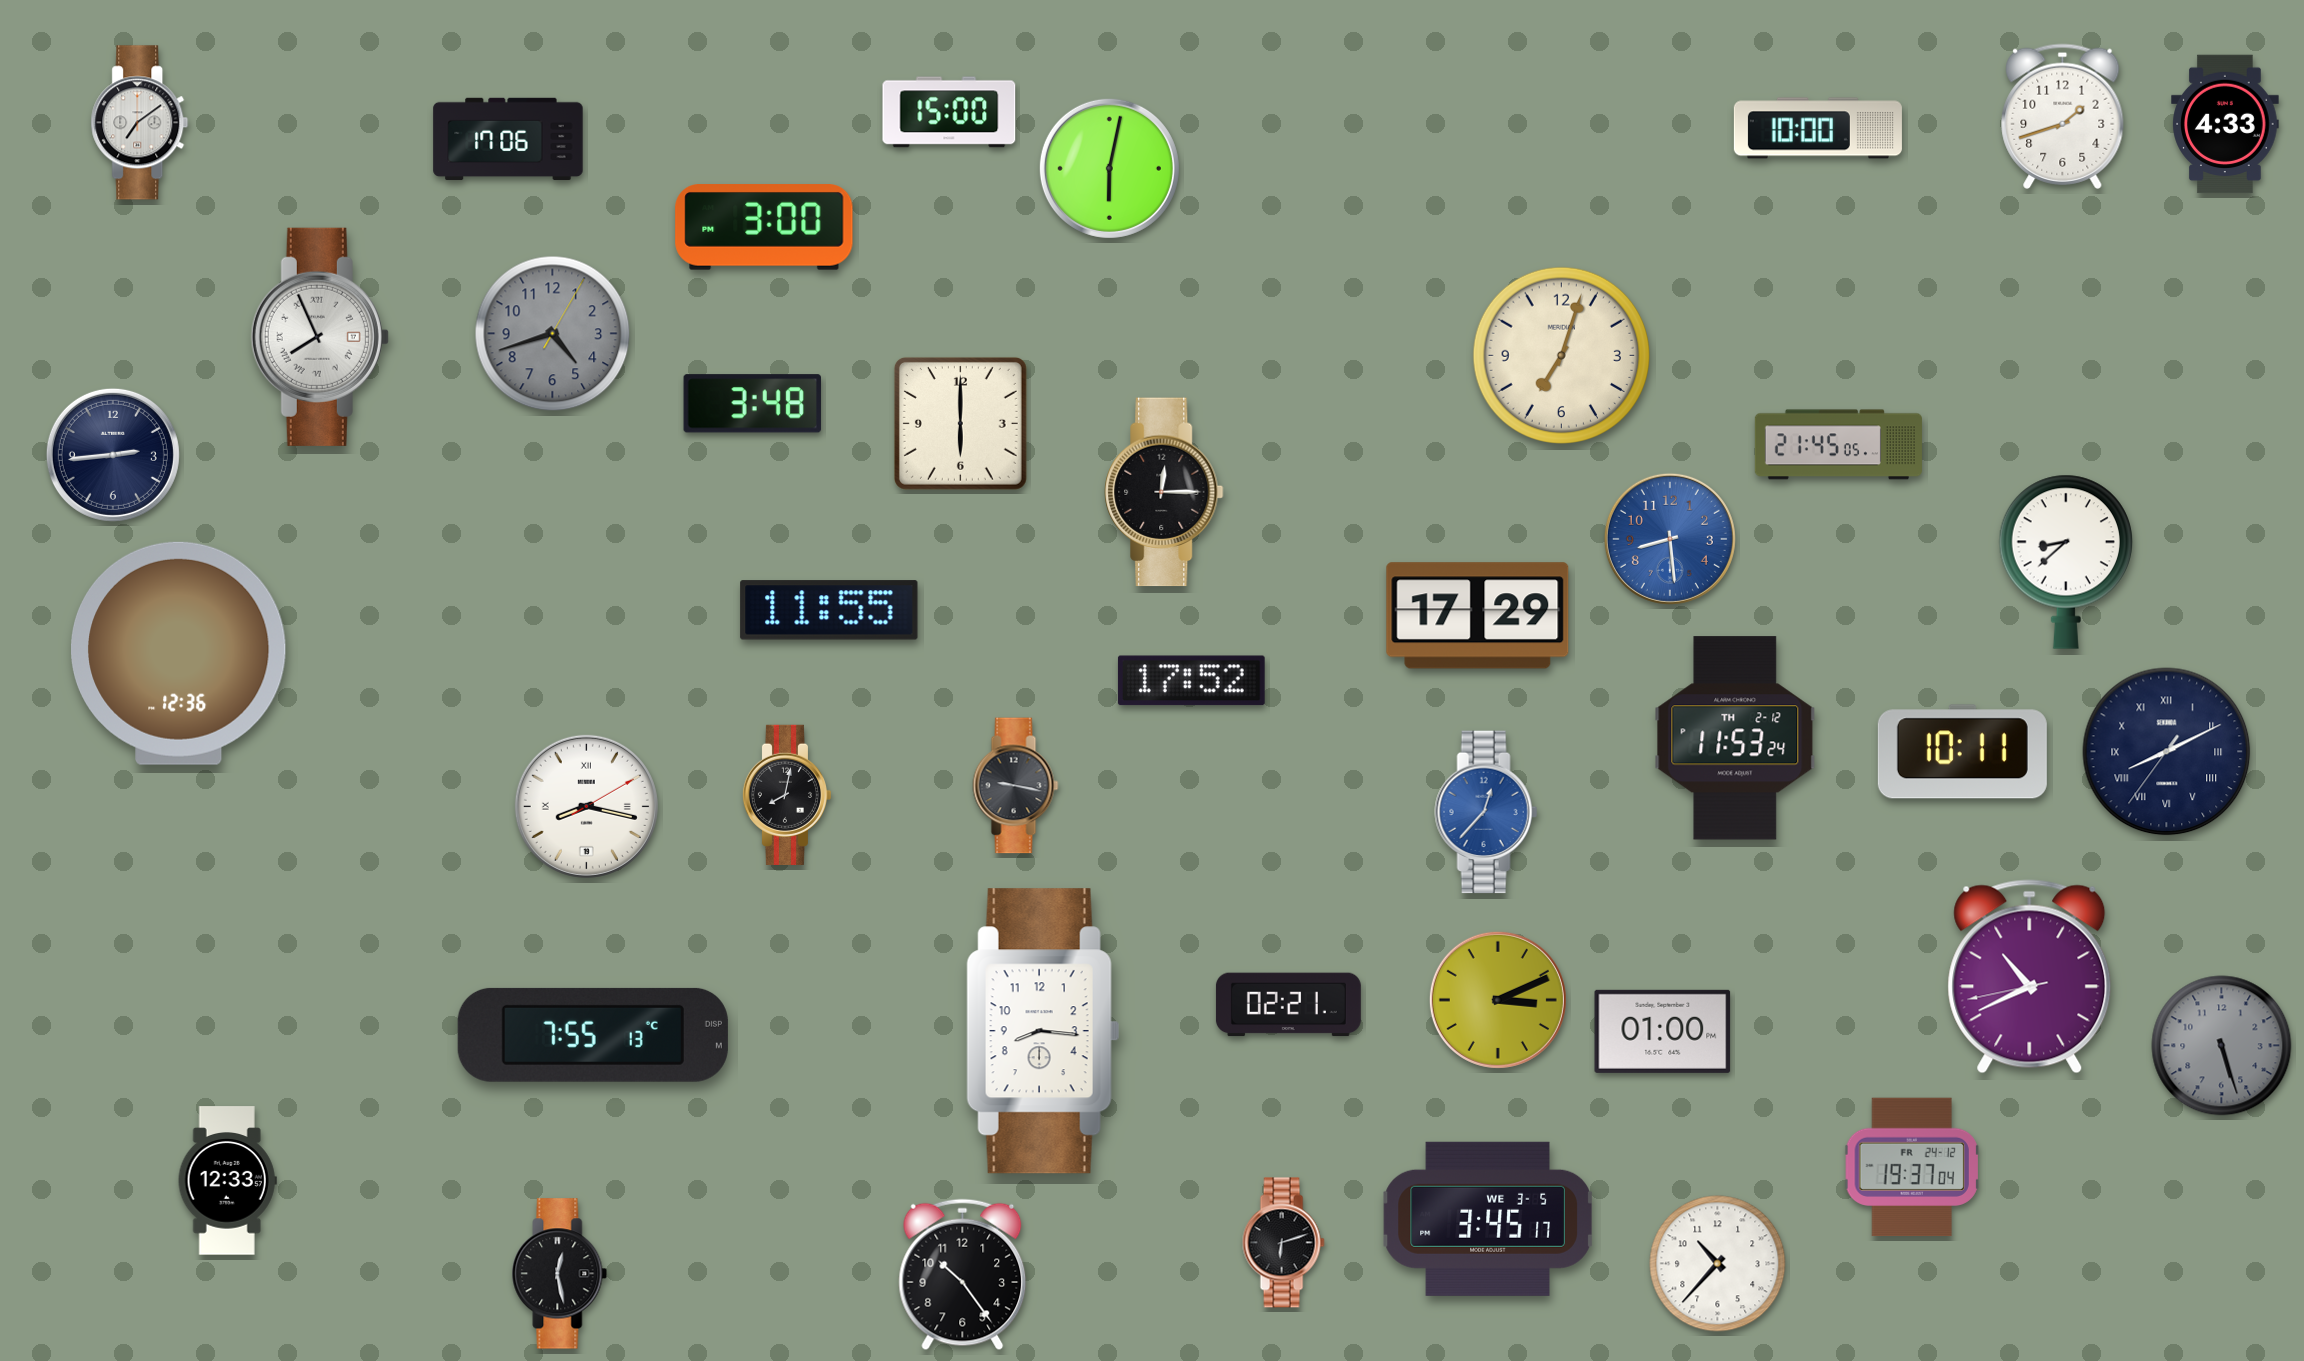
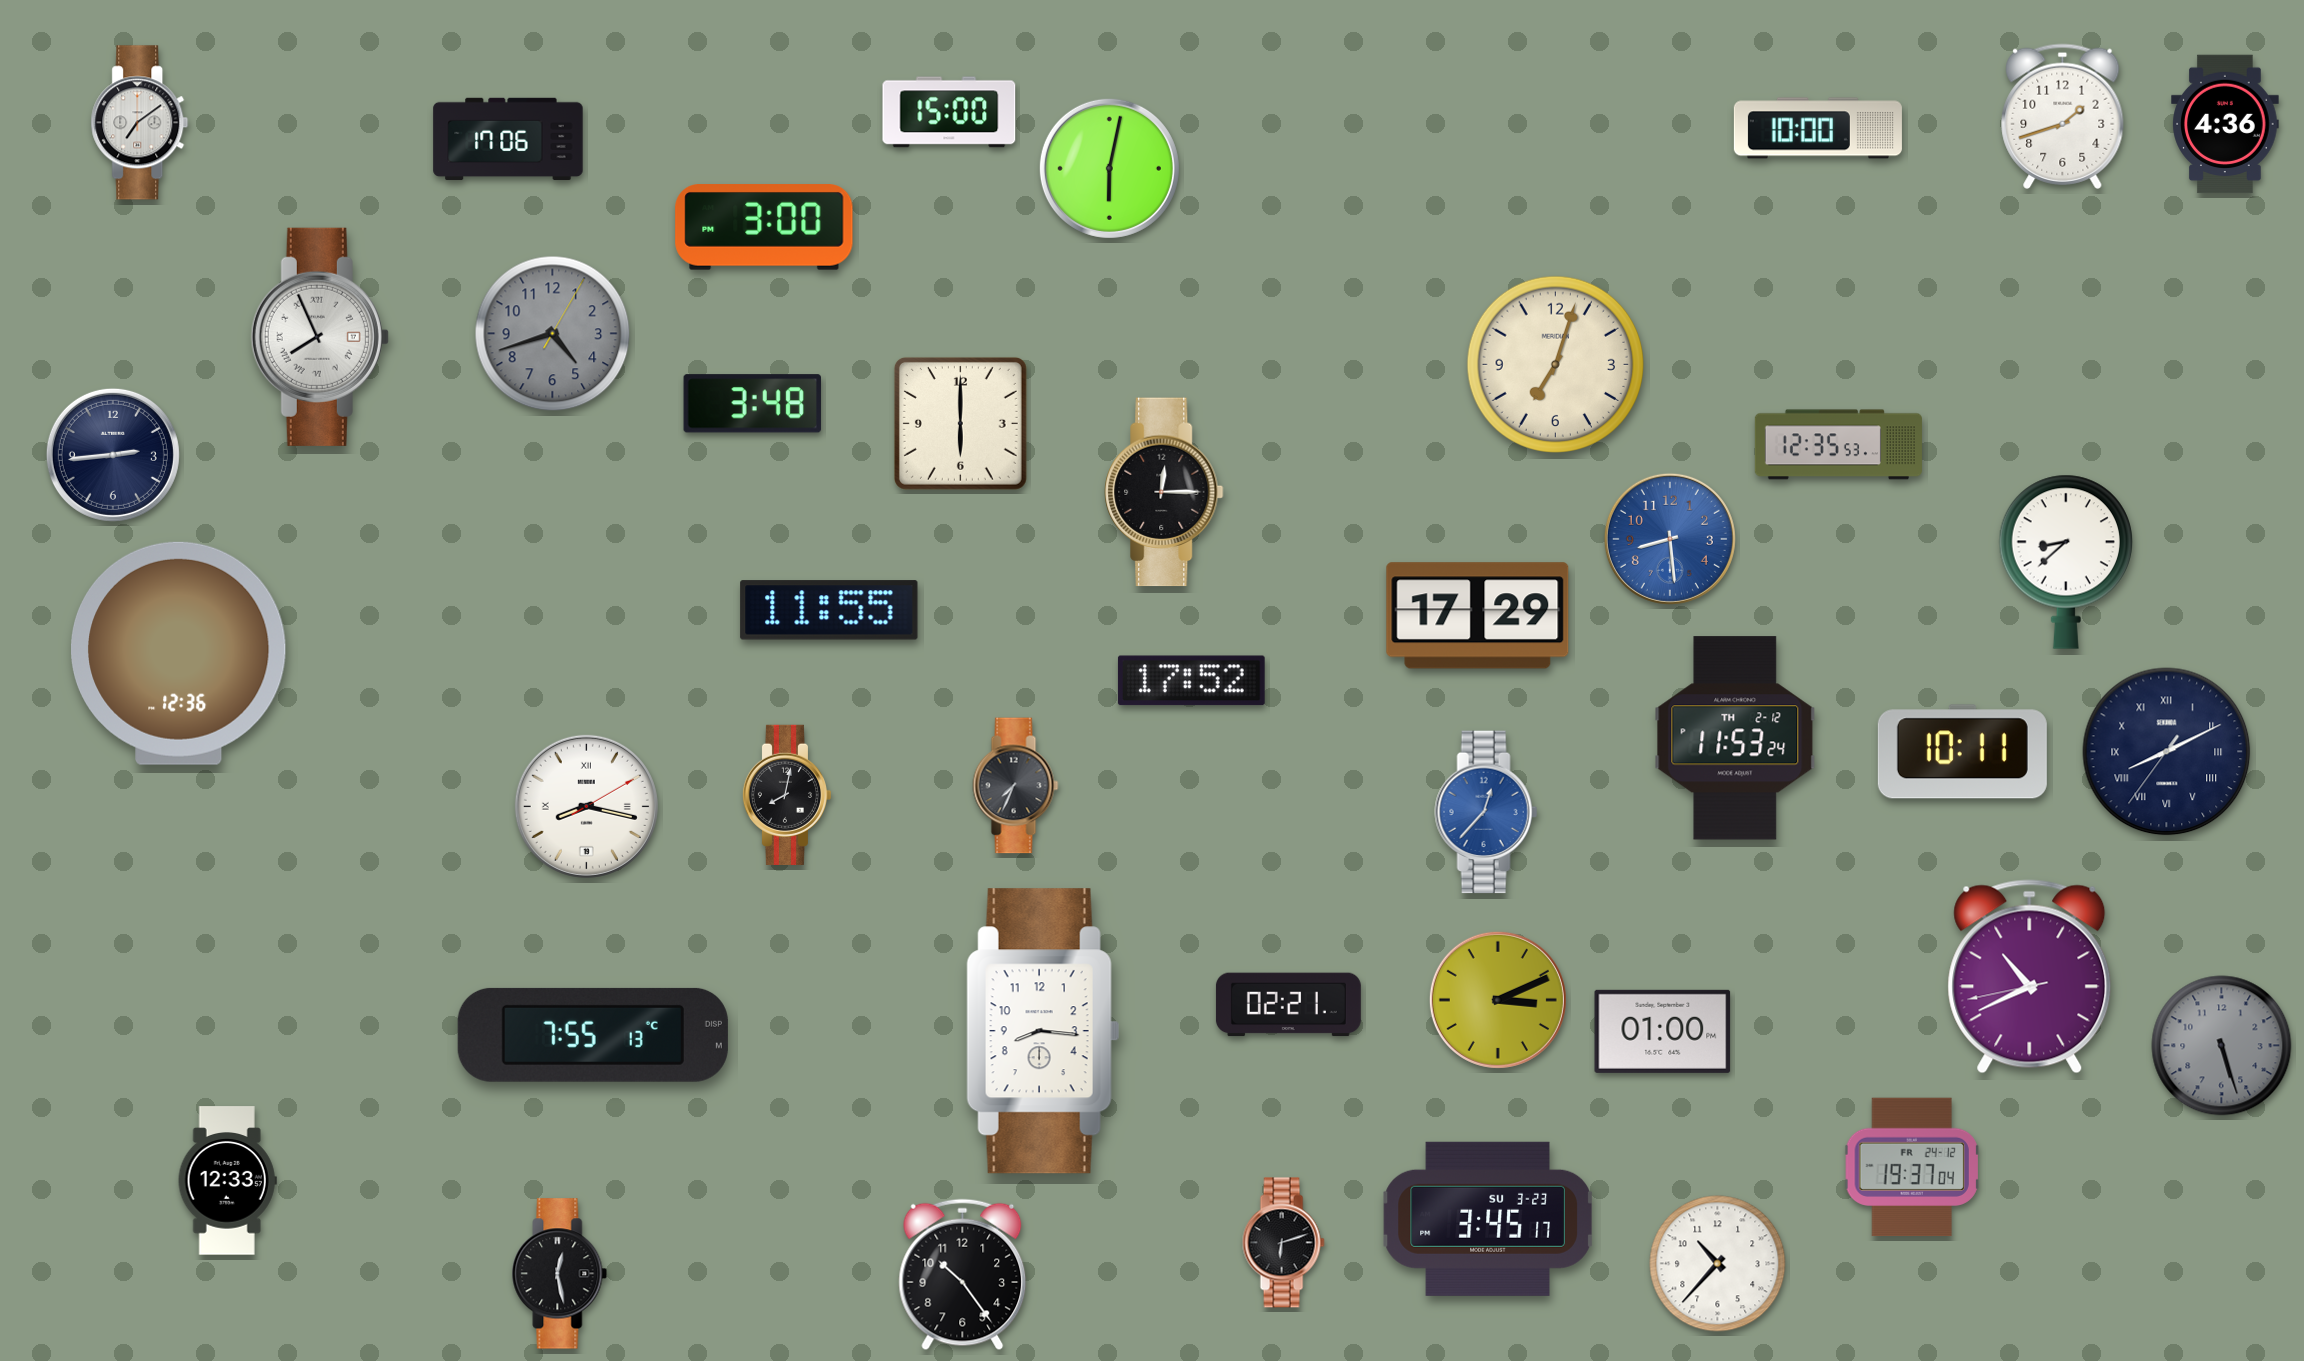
clock at (2225, 124): 4:33 -> 4:36
clock at (1561, 355) position: (1561, 355) -> (1555, 364)
clock at (1838, 445): 21:45 -> 12:35
clock at (1016, 786): 9:17 -> 7:34
clock at (1488, 1219) date: WE 3-5 -> SU 3-23
